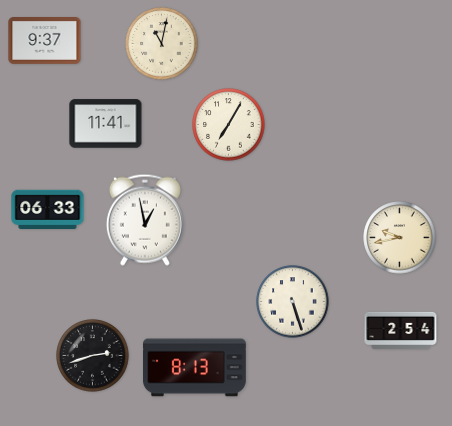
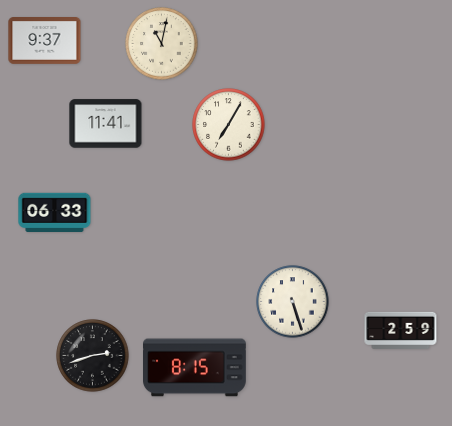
clock at (48, 209) position: (48, 209) -> (55, 212)
clock at (145, 220): 12:58 -> none
clock at (400, 238): 9:43 -> none
clock at (401, 330): 2:54 -> 2:59
clock at (195, 368): 8:13 -> 8:15
